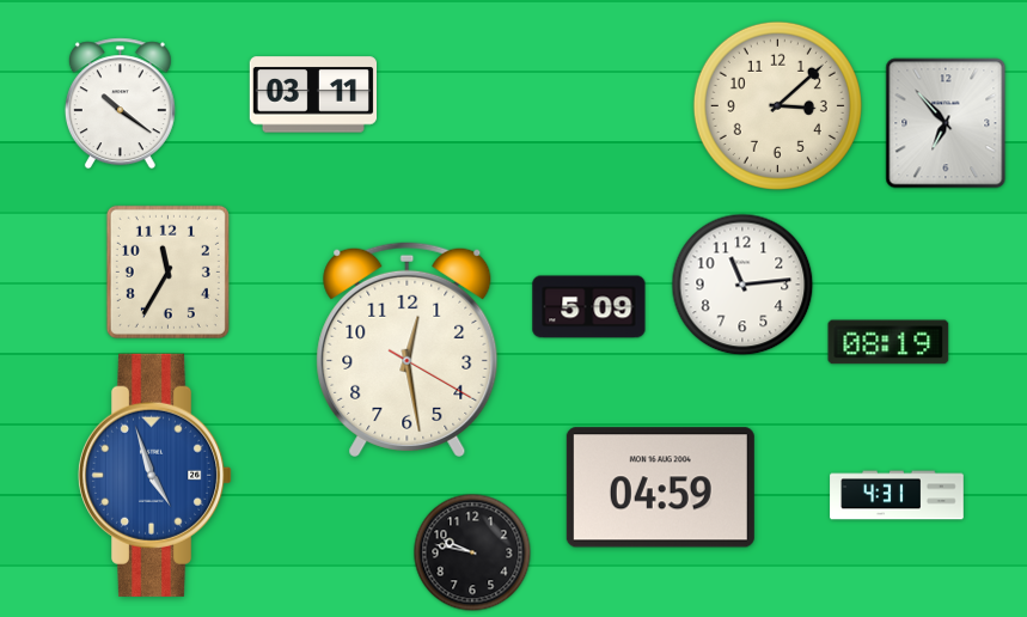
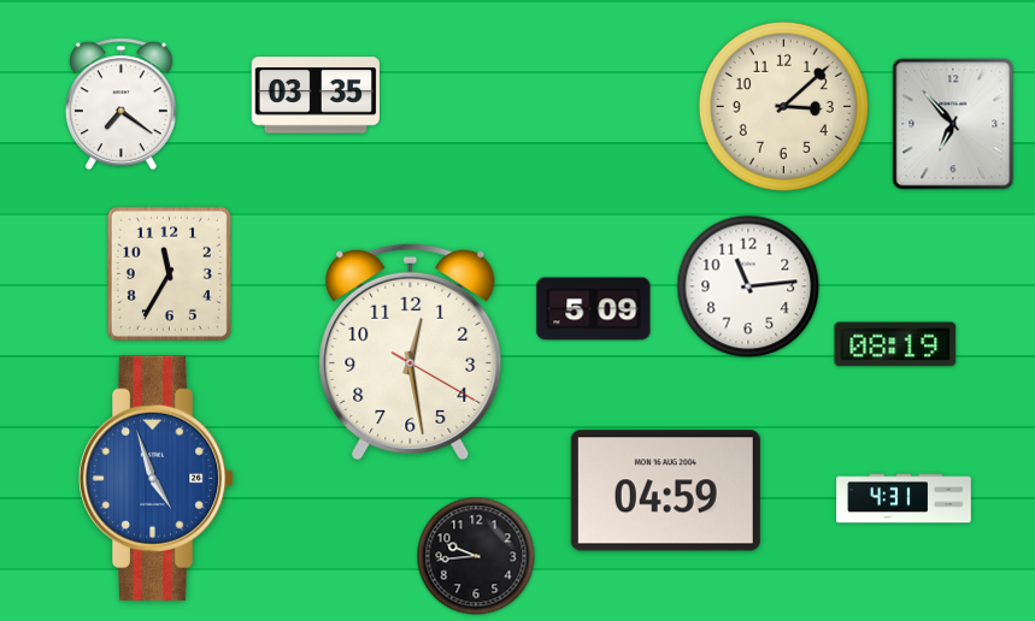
clock at (312, 94): 03:11 -> 03:35
clock at (120, 104): 10:21 -> 7:21
clock at (472, 552): 9:47 -> 9:44
